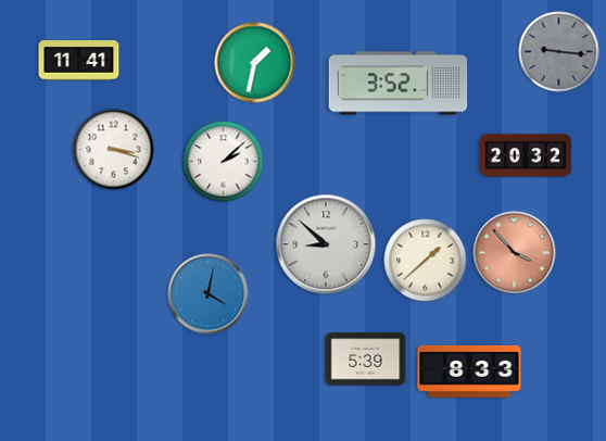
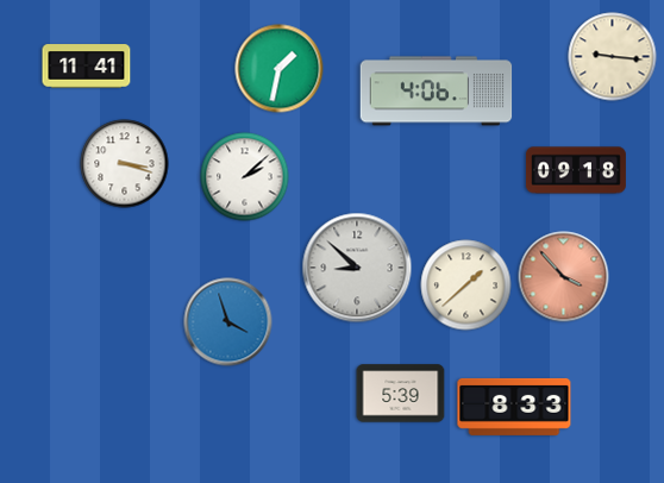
clock at (559, 52) dial: grey -> cream
clock at (399, 84): 3:52 -> 4:06
clock at (526, 155): 20:32 -> 09:18
clock at (209, 294): 4:02 -> 3:57
